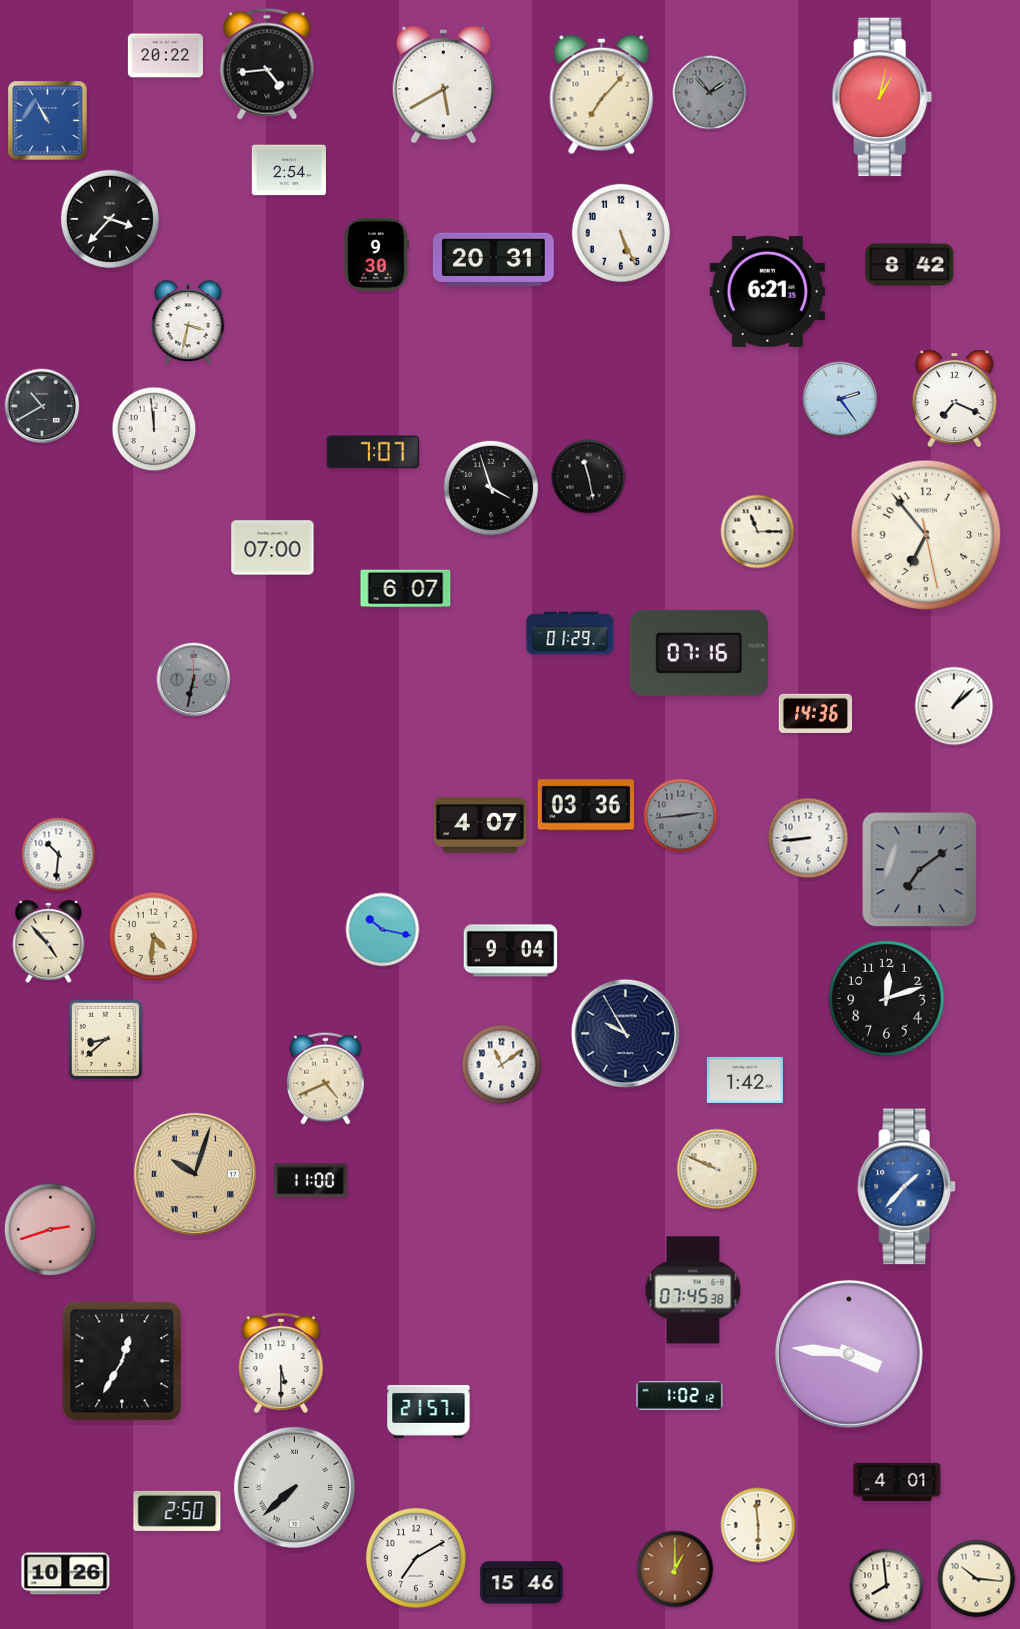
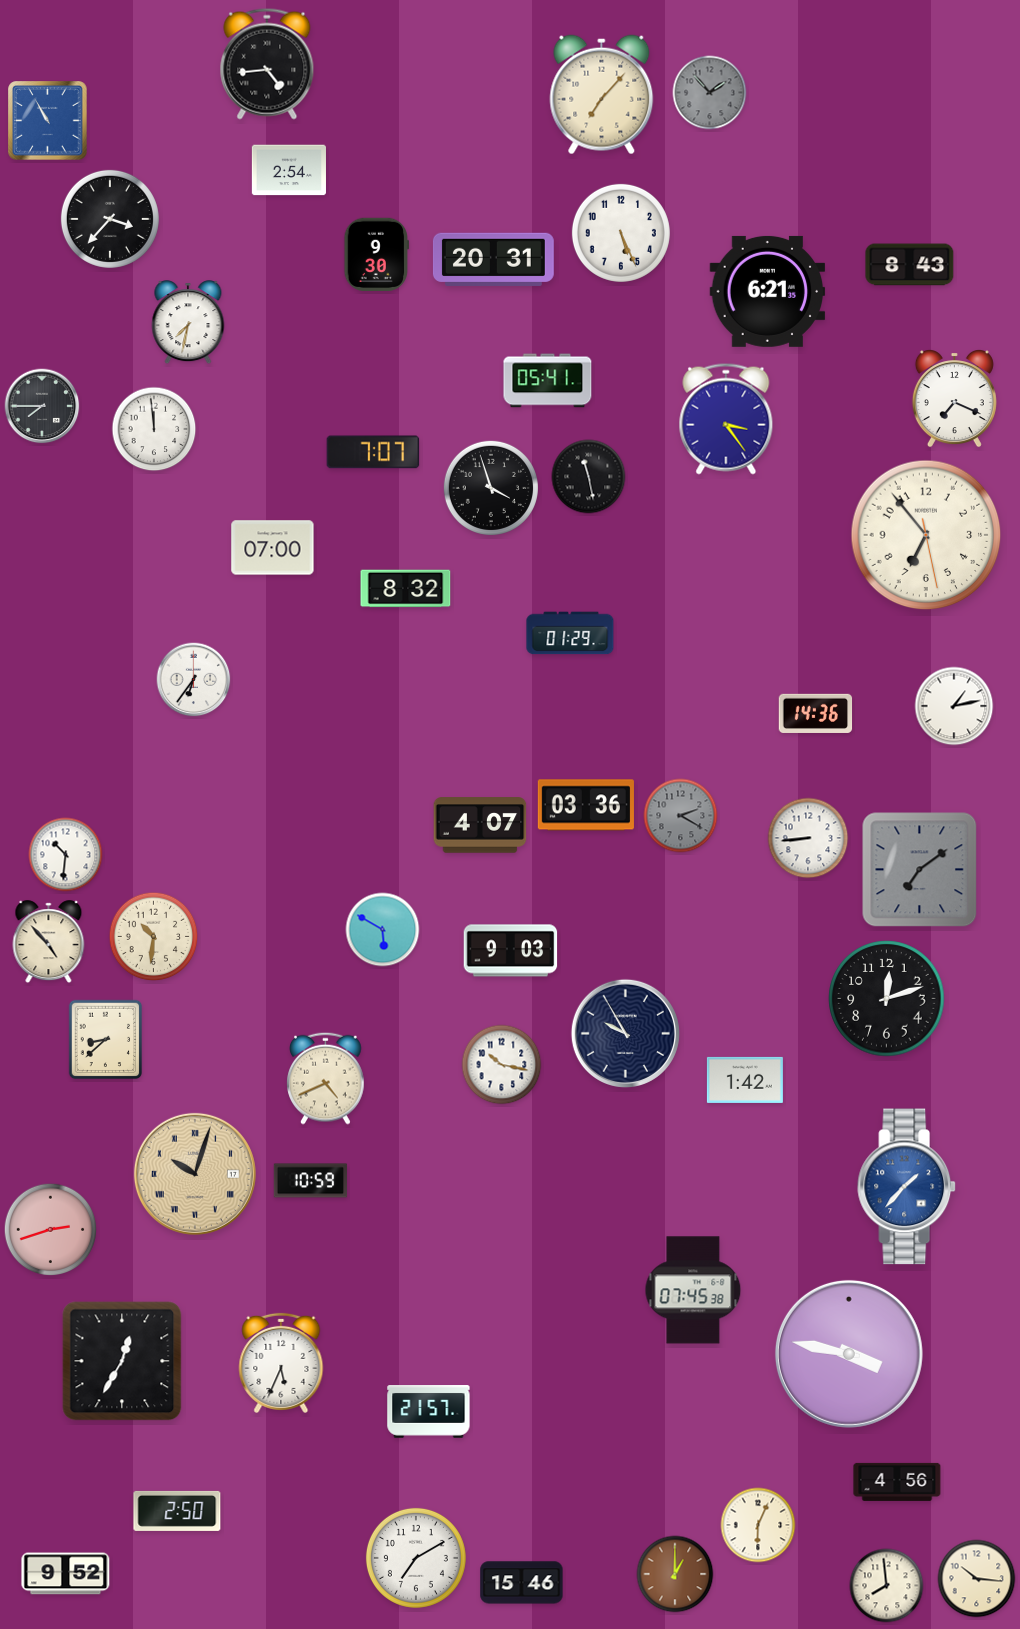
clock at (165, 56): 20:22 -> none
clock at (443, 85): 5:40 -> none
clock at (882, 97): 1:02 -> none
clock at (910, 265): 8:42 -> 8:43
clock at (188, 323): 3:32 -> 7:32
clock at (548, 381): none -> 05:41
clock at (840, 399): 2:24 -> none
clock at (42, 406): 10:40 -> 7:45
clock at (726, 419): none -> 3:24
clock at (758, 532): 11:15 -> none
clock at (406, 589): 6:07 -> 8:32
clock at (699, 653): 07:16 -> none
clock at (194, 680): 6:32 -> 6:36
clock at (194, 680) dial: grey -> white
clock at (954, 706): 1:08 -> 1:13
clock at (681, 816): 2:44 -> 2:20
clock at (59, 855) position: (59, 855) -> (66, 855)
clock at (383, 930): 10:17 -> 5:50
clock at (154, 937): 4:31 -> 10:31
clock at (511, 951): 9:04 -> 9:03
clock at (502, 1065): 11:09 -> 10:17
clock at (717, 1169): 9:49 -> none
clock at (311, 1181): 11:00 -> 10:59
clock at (849, 1354): 3:46 -> 3:47
clock at (281, 1363): 5:30 -> 5:34
clock at (680, 1396): 1:02 -> none
clock at (897, 1482): 4:01 -> 4:56
clock at (294, 1487): 7:38 -> none
clock at (758, 1525): 5:59 -> 6:04
clock at (675, 1569) position: (675, 1569) -> (675, 1574)
clock at (66, 1574): 10:26 -> 9:52
